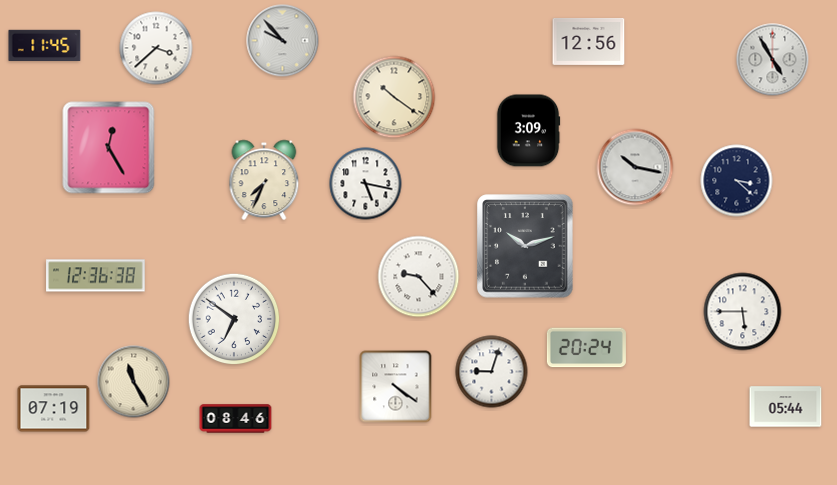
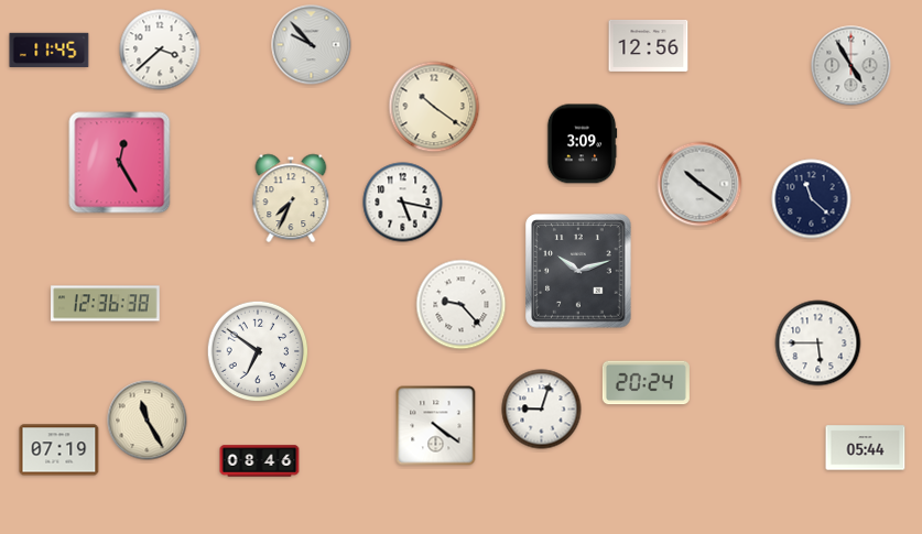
clock at (156, 48) position: (156, 48) -> (160, 50)
clock at (635, 167): 10:17 -> 10:21
clock at (737, 181): 3:22 -> 11:22
